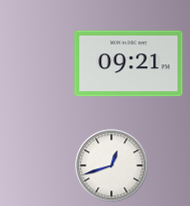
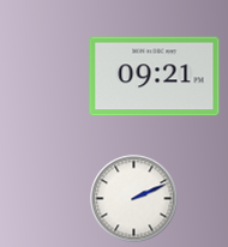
clock at (112, 166): 12:42 -> 2:11
